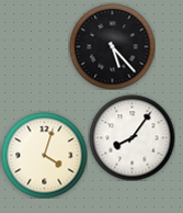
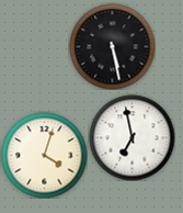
clock at (112, 46): 5:23 -> 5:28
clock at (131, 137): 8:06 -> 6:58
